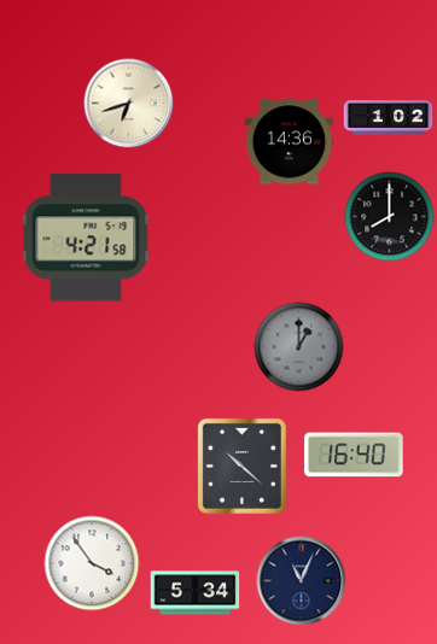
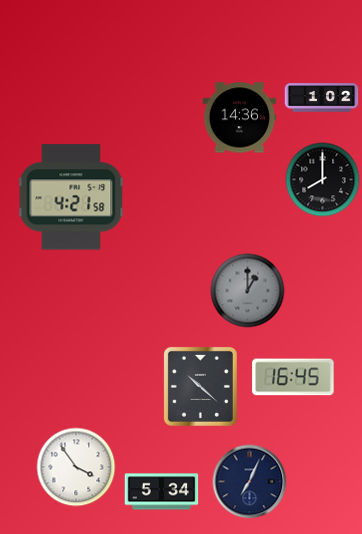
clock at (129, 104): 6:42 -> none
clock at (299, 347) position: (299, 347) -> (248, 291)
clock at (354, 455): 16:40 -> 16:45
clock at (302, 581): 11:04 -> 7:04
